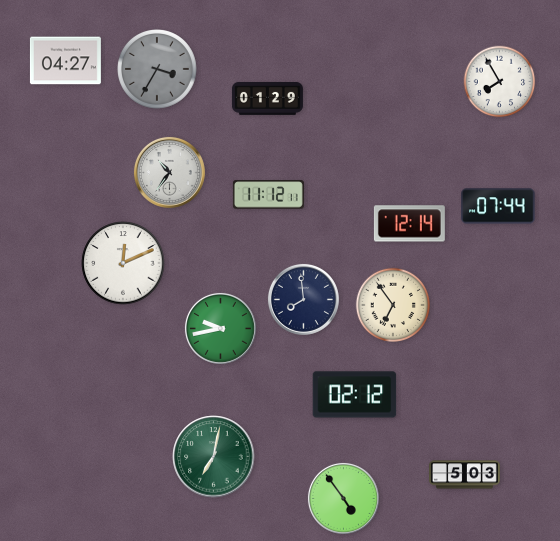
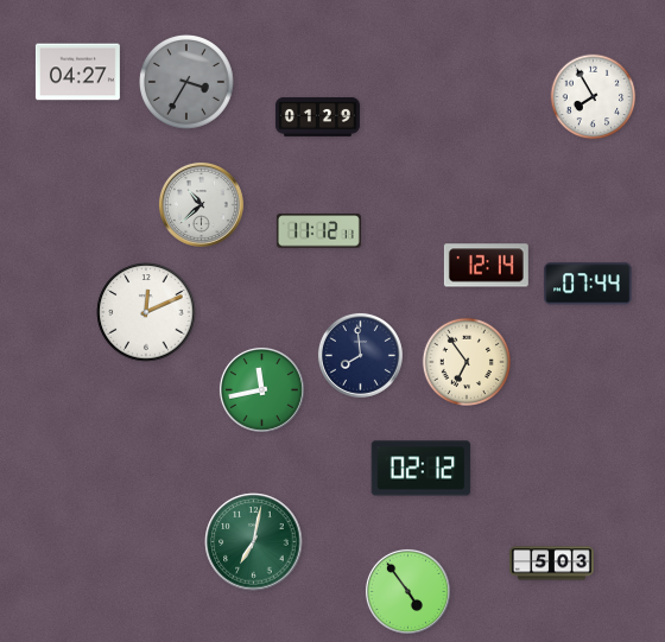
clock at (169, 172): 10:36 -> 10:38
clock at (498, 206) position: (498, 206) -> (588, 284)
clock at (220, 328): 9:43 -> 11:43
